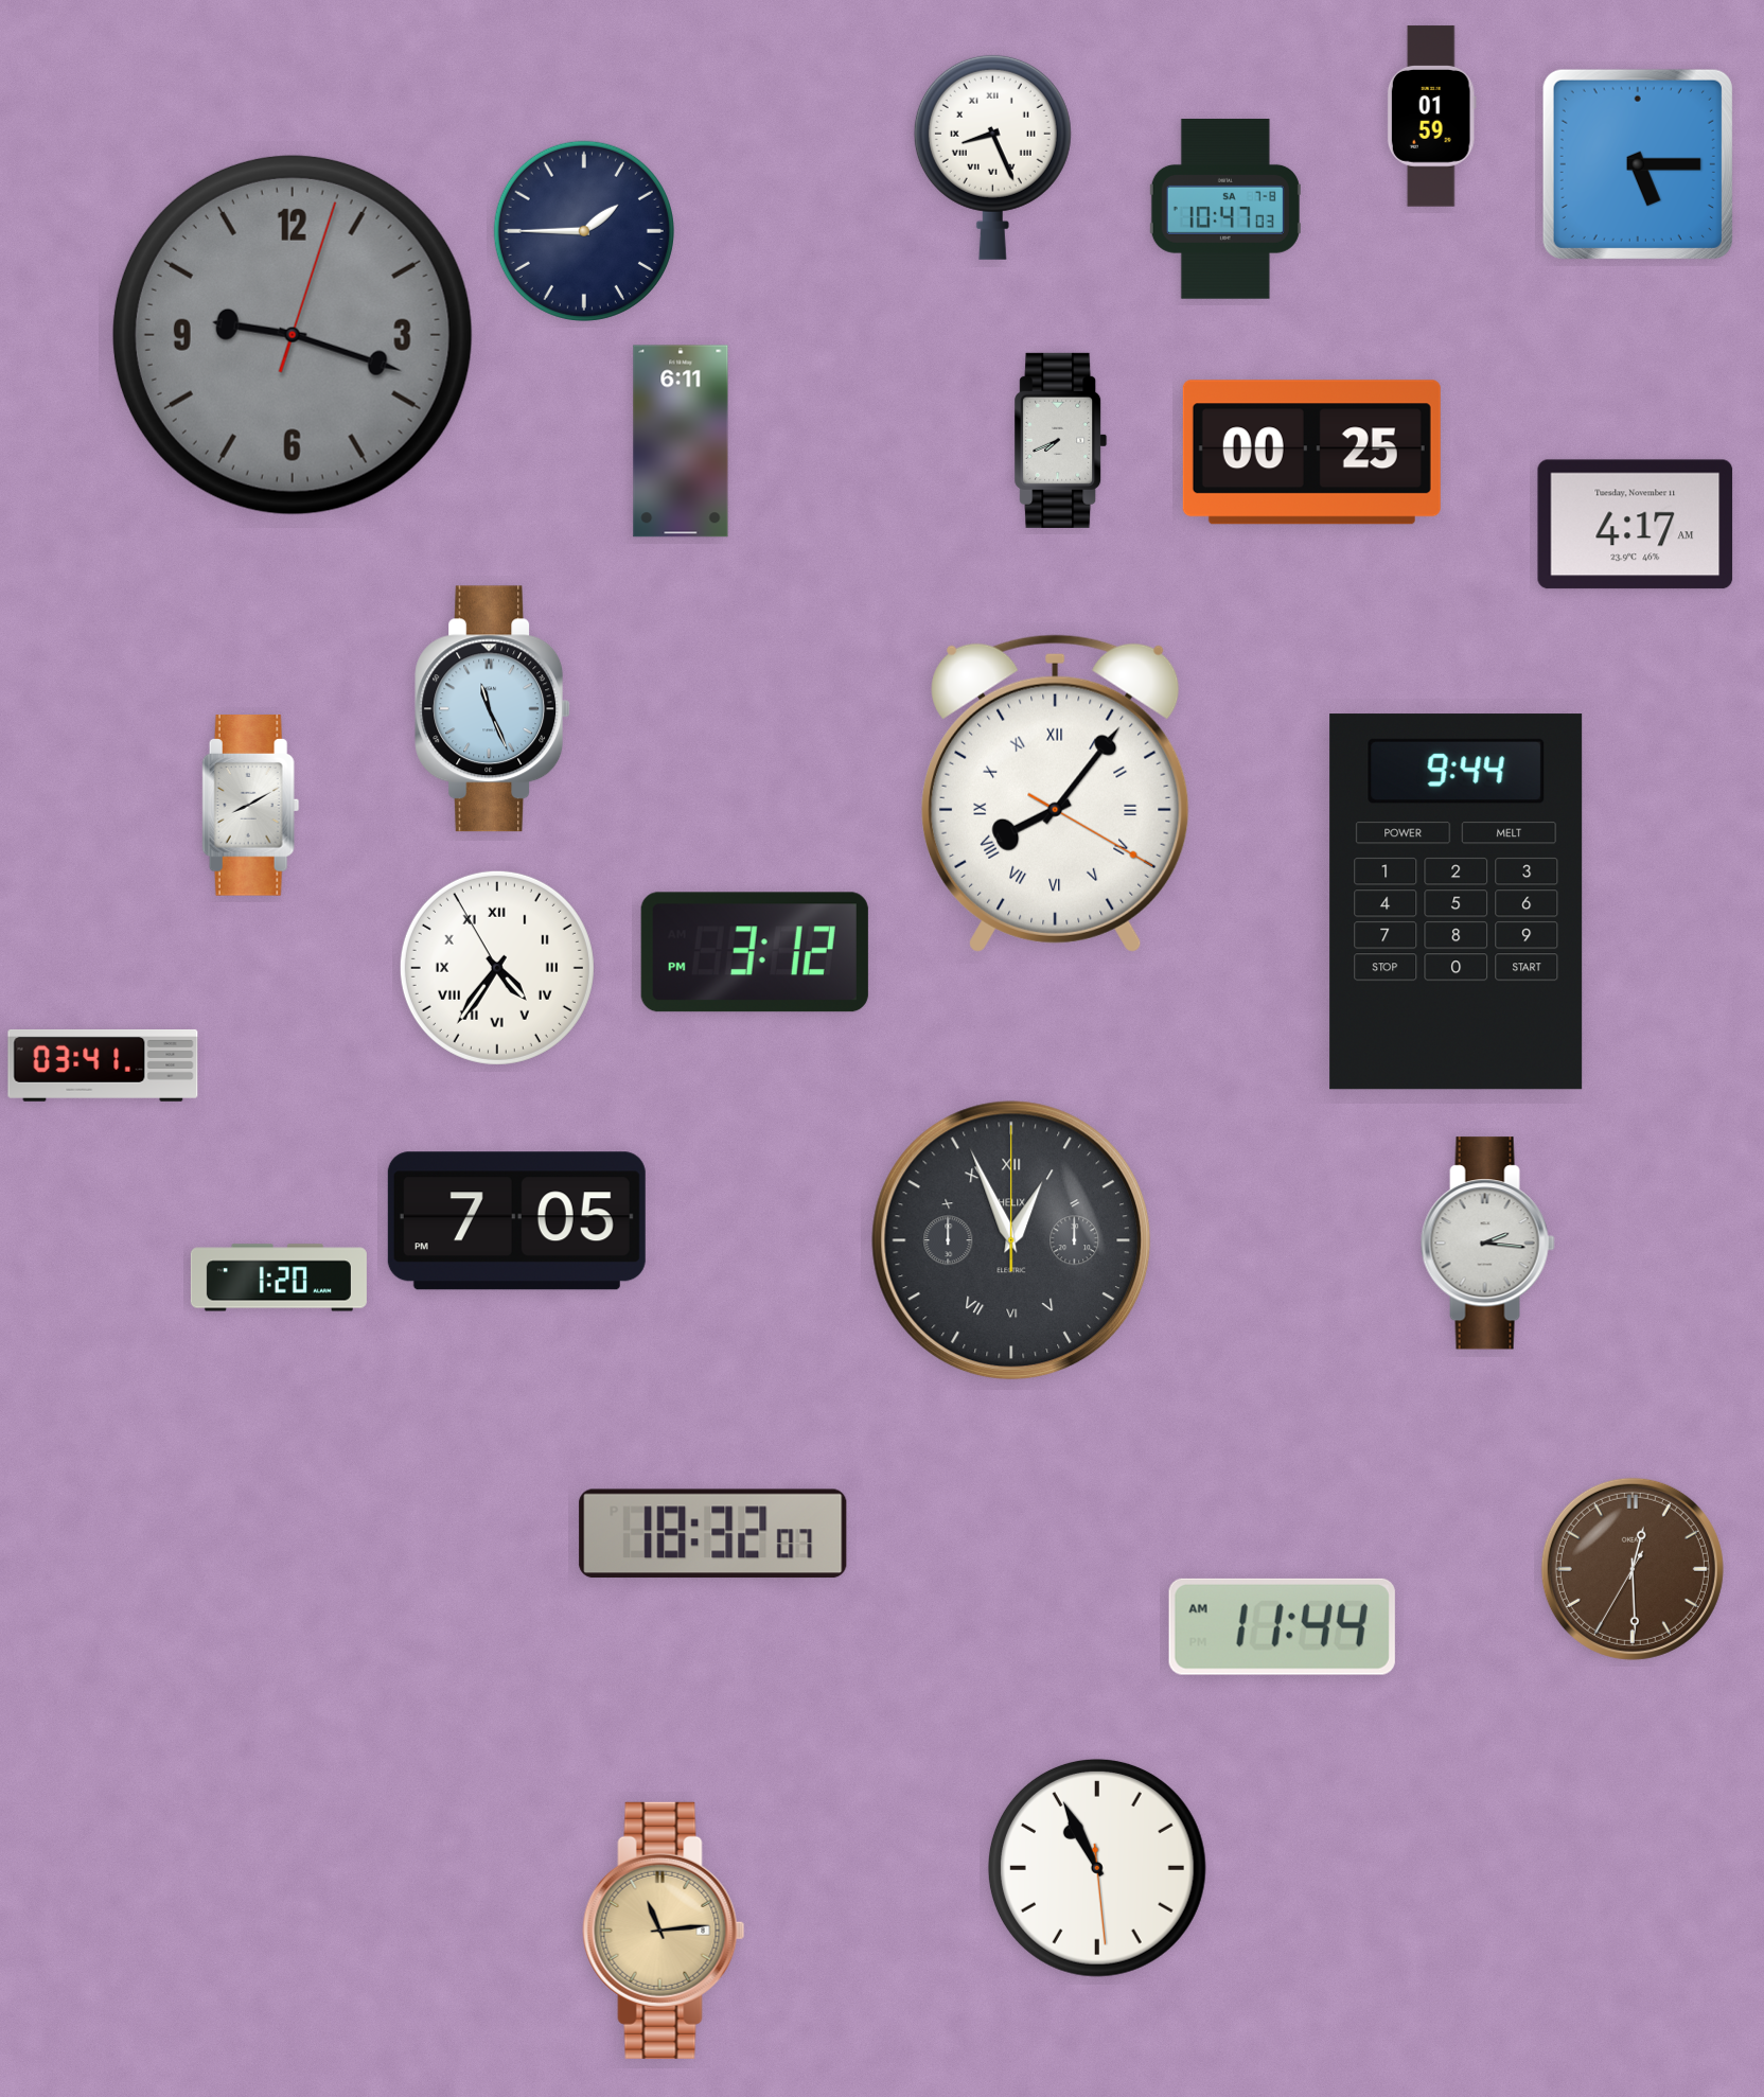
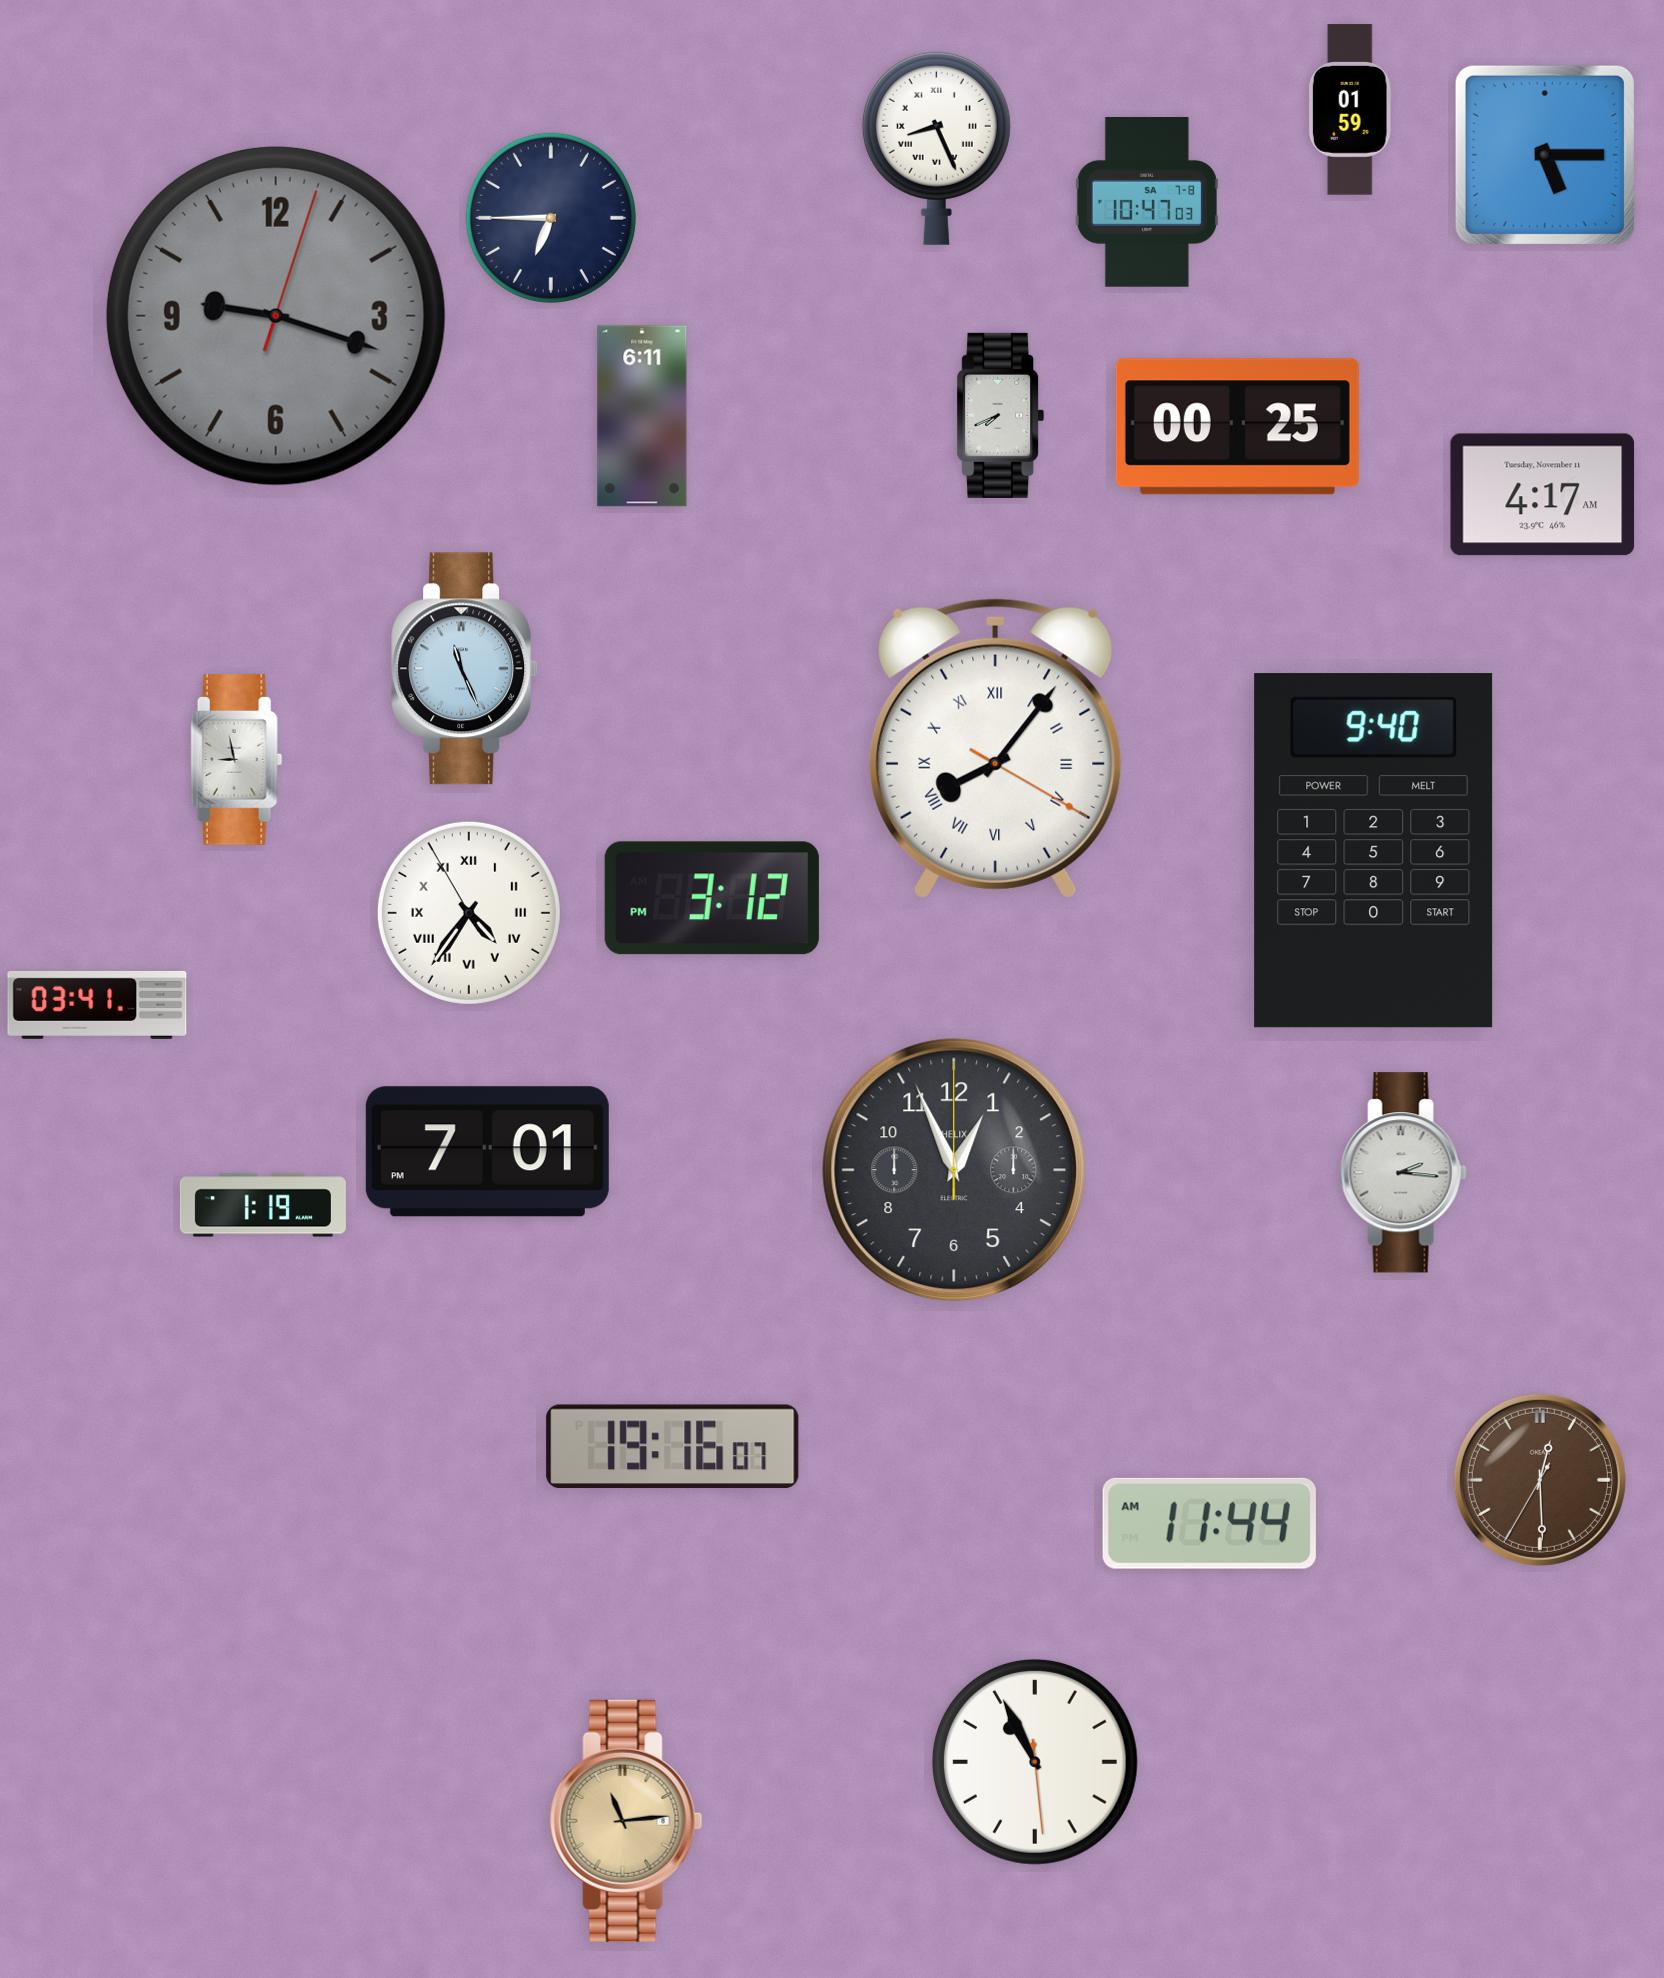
clock at (1225, 210) position: (1225, 210) -> (1147, 203)
clock at (584, 231): 1:45 -> 6:45
clock at (251, 806): 8:10 -> 8:58
clock at (1457, 902): 9:44 -> 9:40
clock at (516, 1221): 7:05 -> 7:01
clock at (1011, 1240) numerals: Roman -> Arabic
clock at (279, 1277): 1:20 -> 1:19
clock at (713, 1533): 18:32 -> 19:16
clock at (1282, 1626) position: (1282, 1626) -> (1209, 1523)
